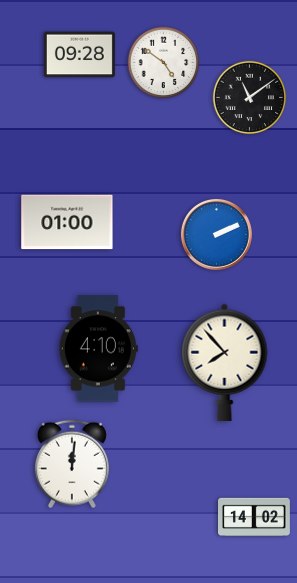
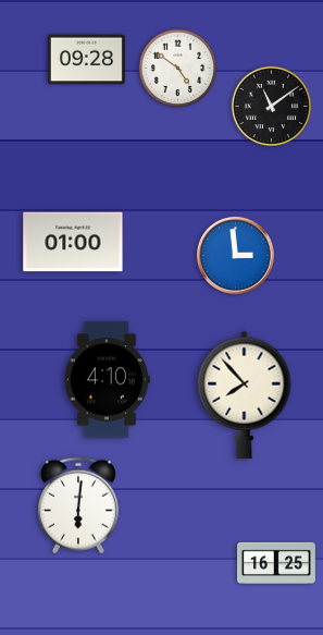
clock at (216, 234): 2:11 -> 2:59
clock at (72, 464): 12:01 -> 6:01
clock at (255, 516): 14:02 -> 16:25
